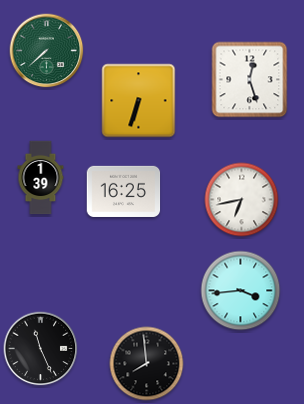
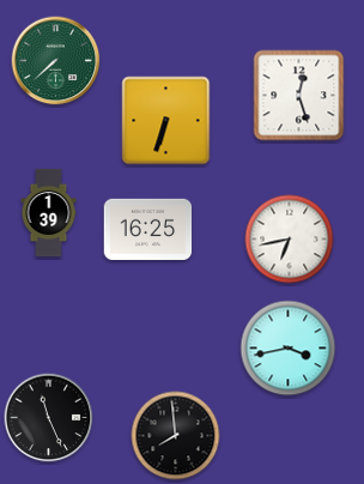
clock at (241, 291): 3:44 -> 3:43
